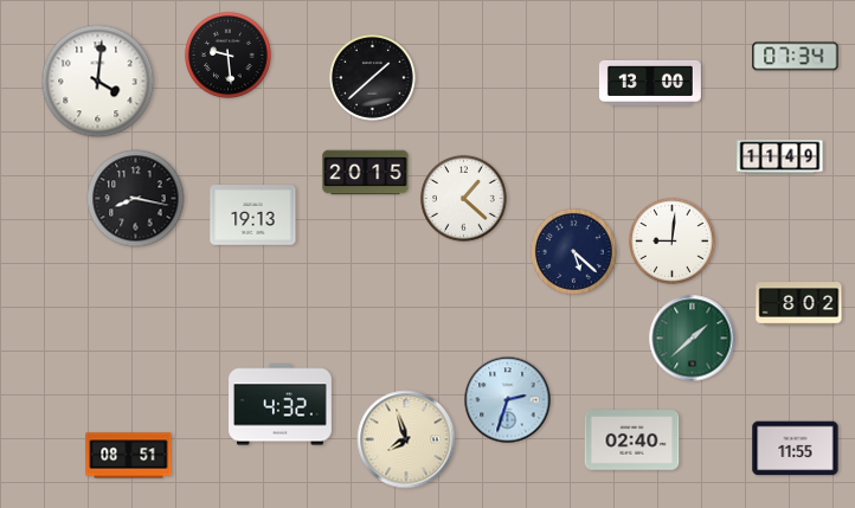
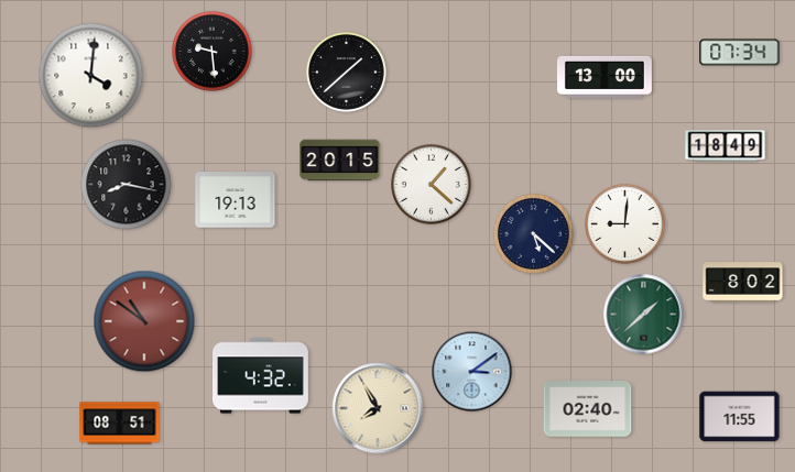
clock at (780, 157): 11:49 -> 18:49
clock at (144, 321): none -> 10:51
clock at (508, 400): 2:33 -> 3:09
clock at (406, 439): 7:57 -> 7:55
